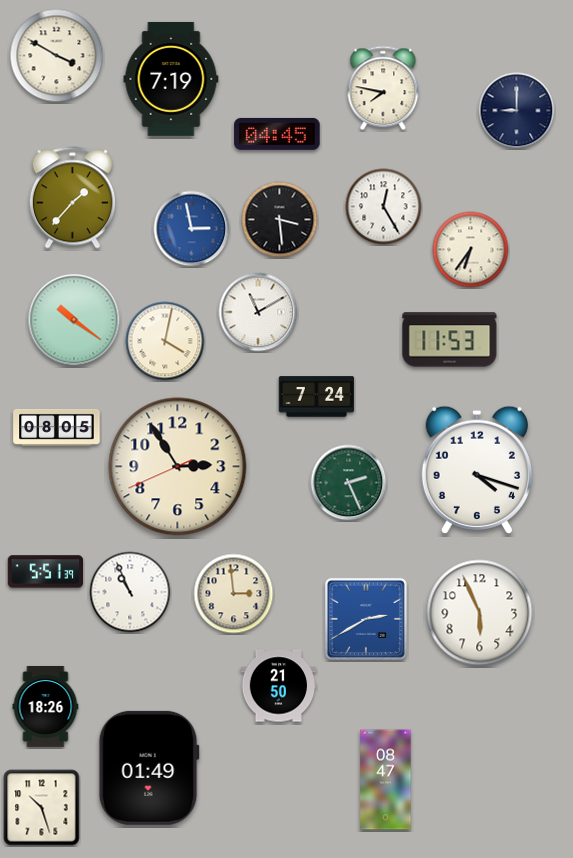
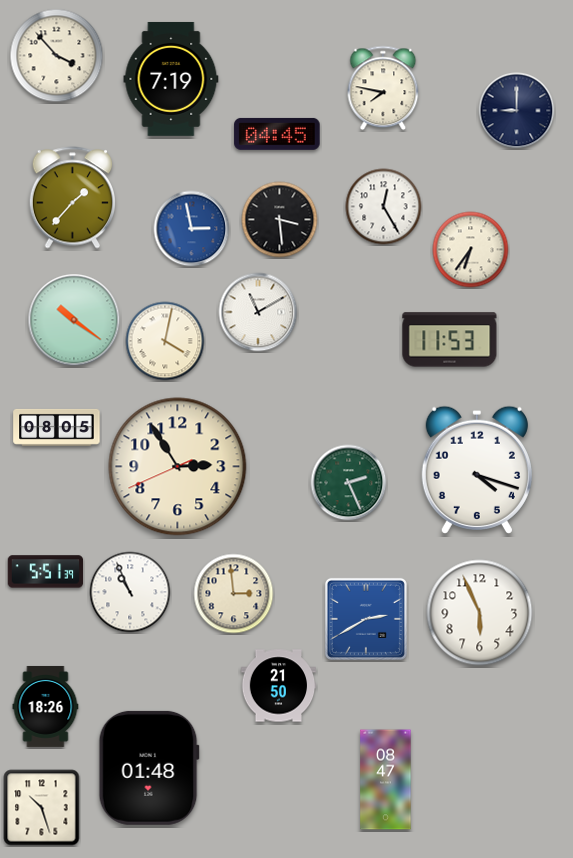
clock at (57, 56): 3:50 -> 3:53
clock at (317, 397): 7:24 -> none
clock at (149, 768): 01:49 -> 01:48
